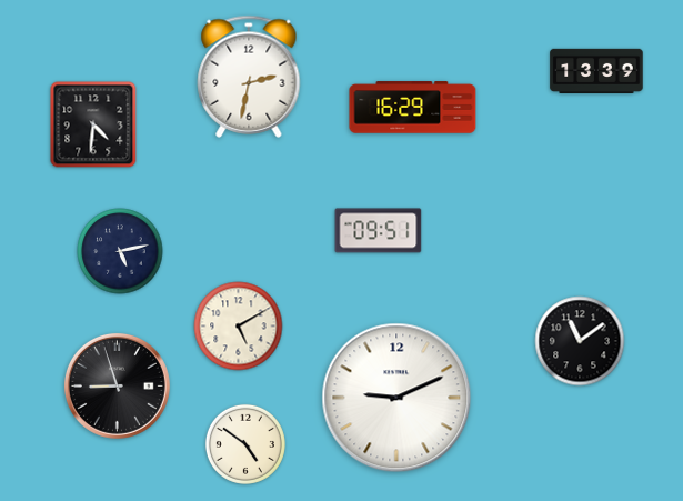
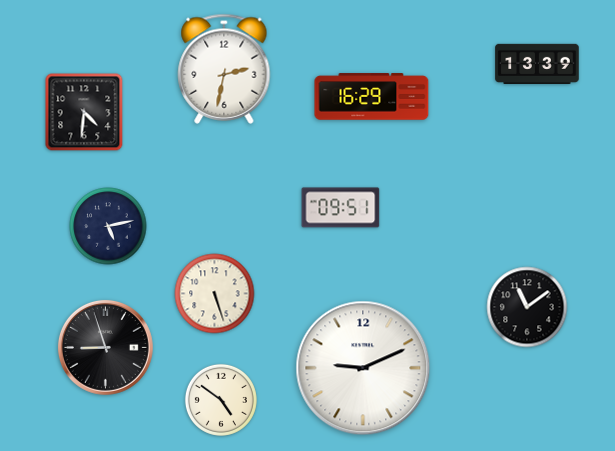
clock at (239, 327): 5:10 -> 5:27
clock at (580, 341) position: (580, 341) -> (527, 307)
clock at (396, 398) position: (396, 398) -> (363, 368)
